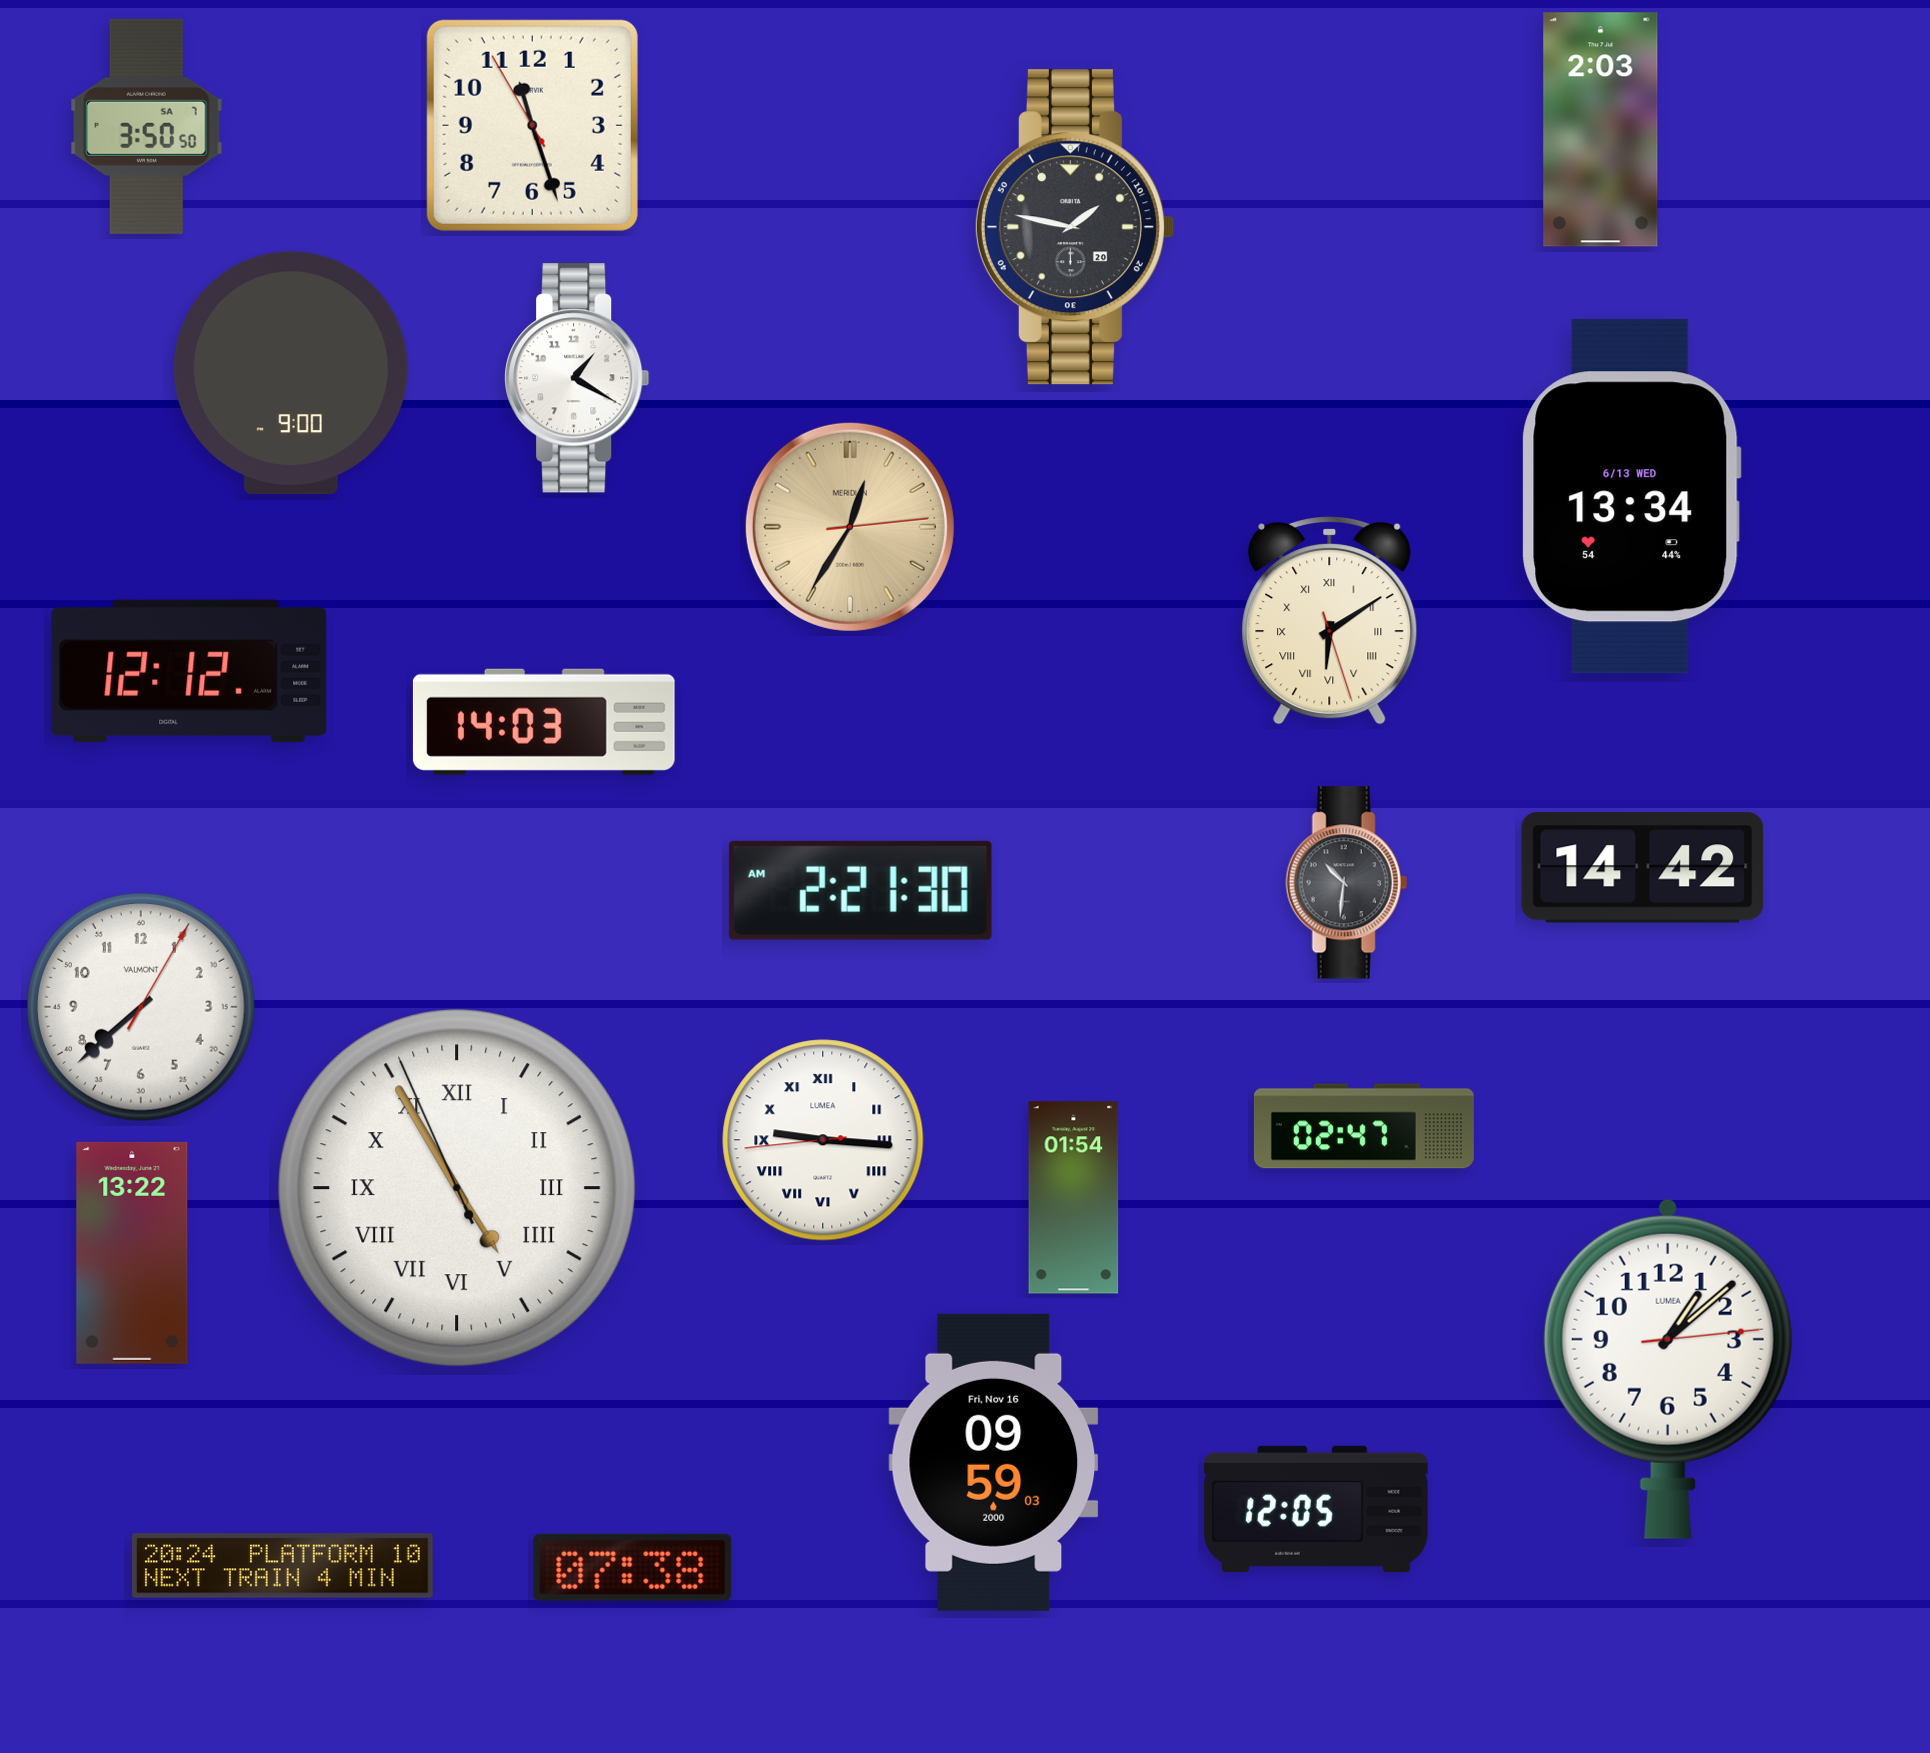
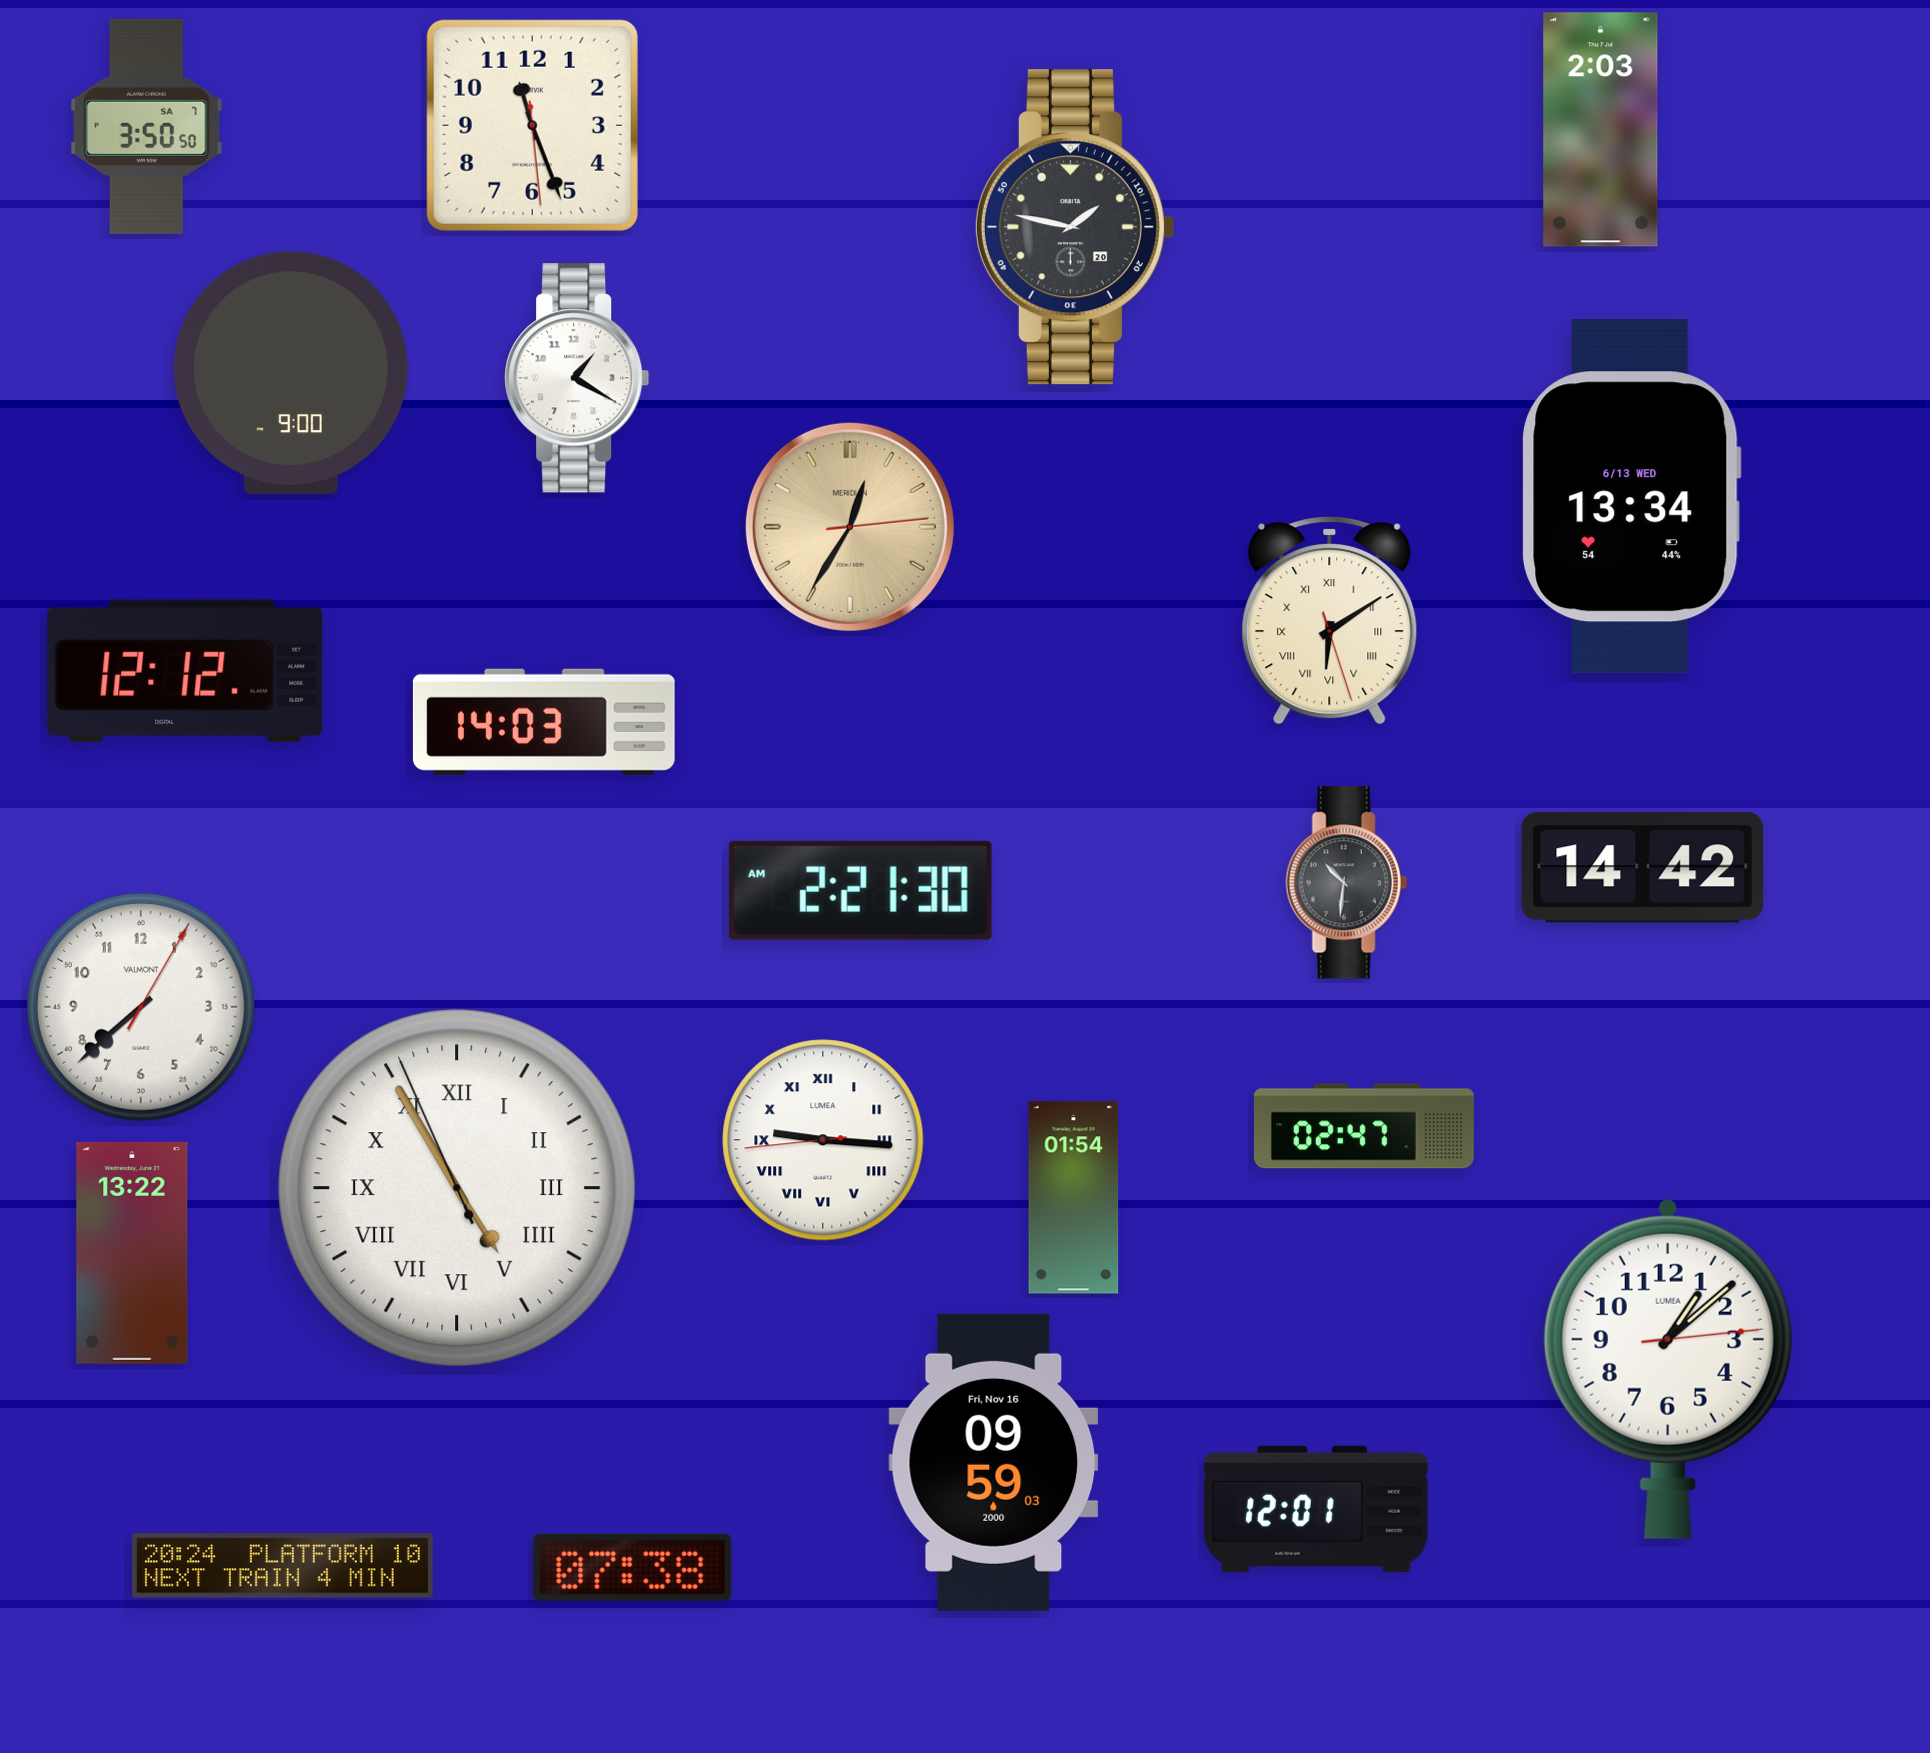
clock at (532, 125): 11:26:55 -> 11:26:29
clock at (189, 671) position: (189, 671) -> (185, 671)
clock at (1317, 1509): 12:05 -> 12:01
